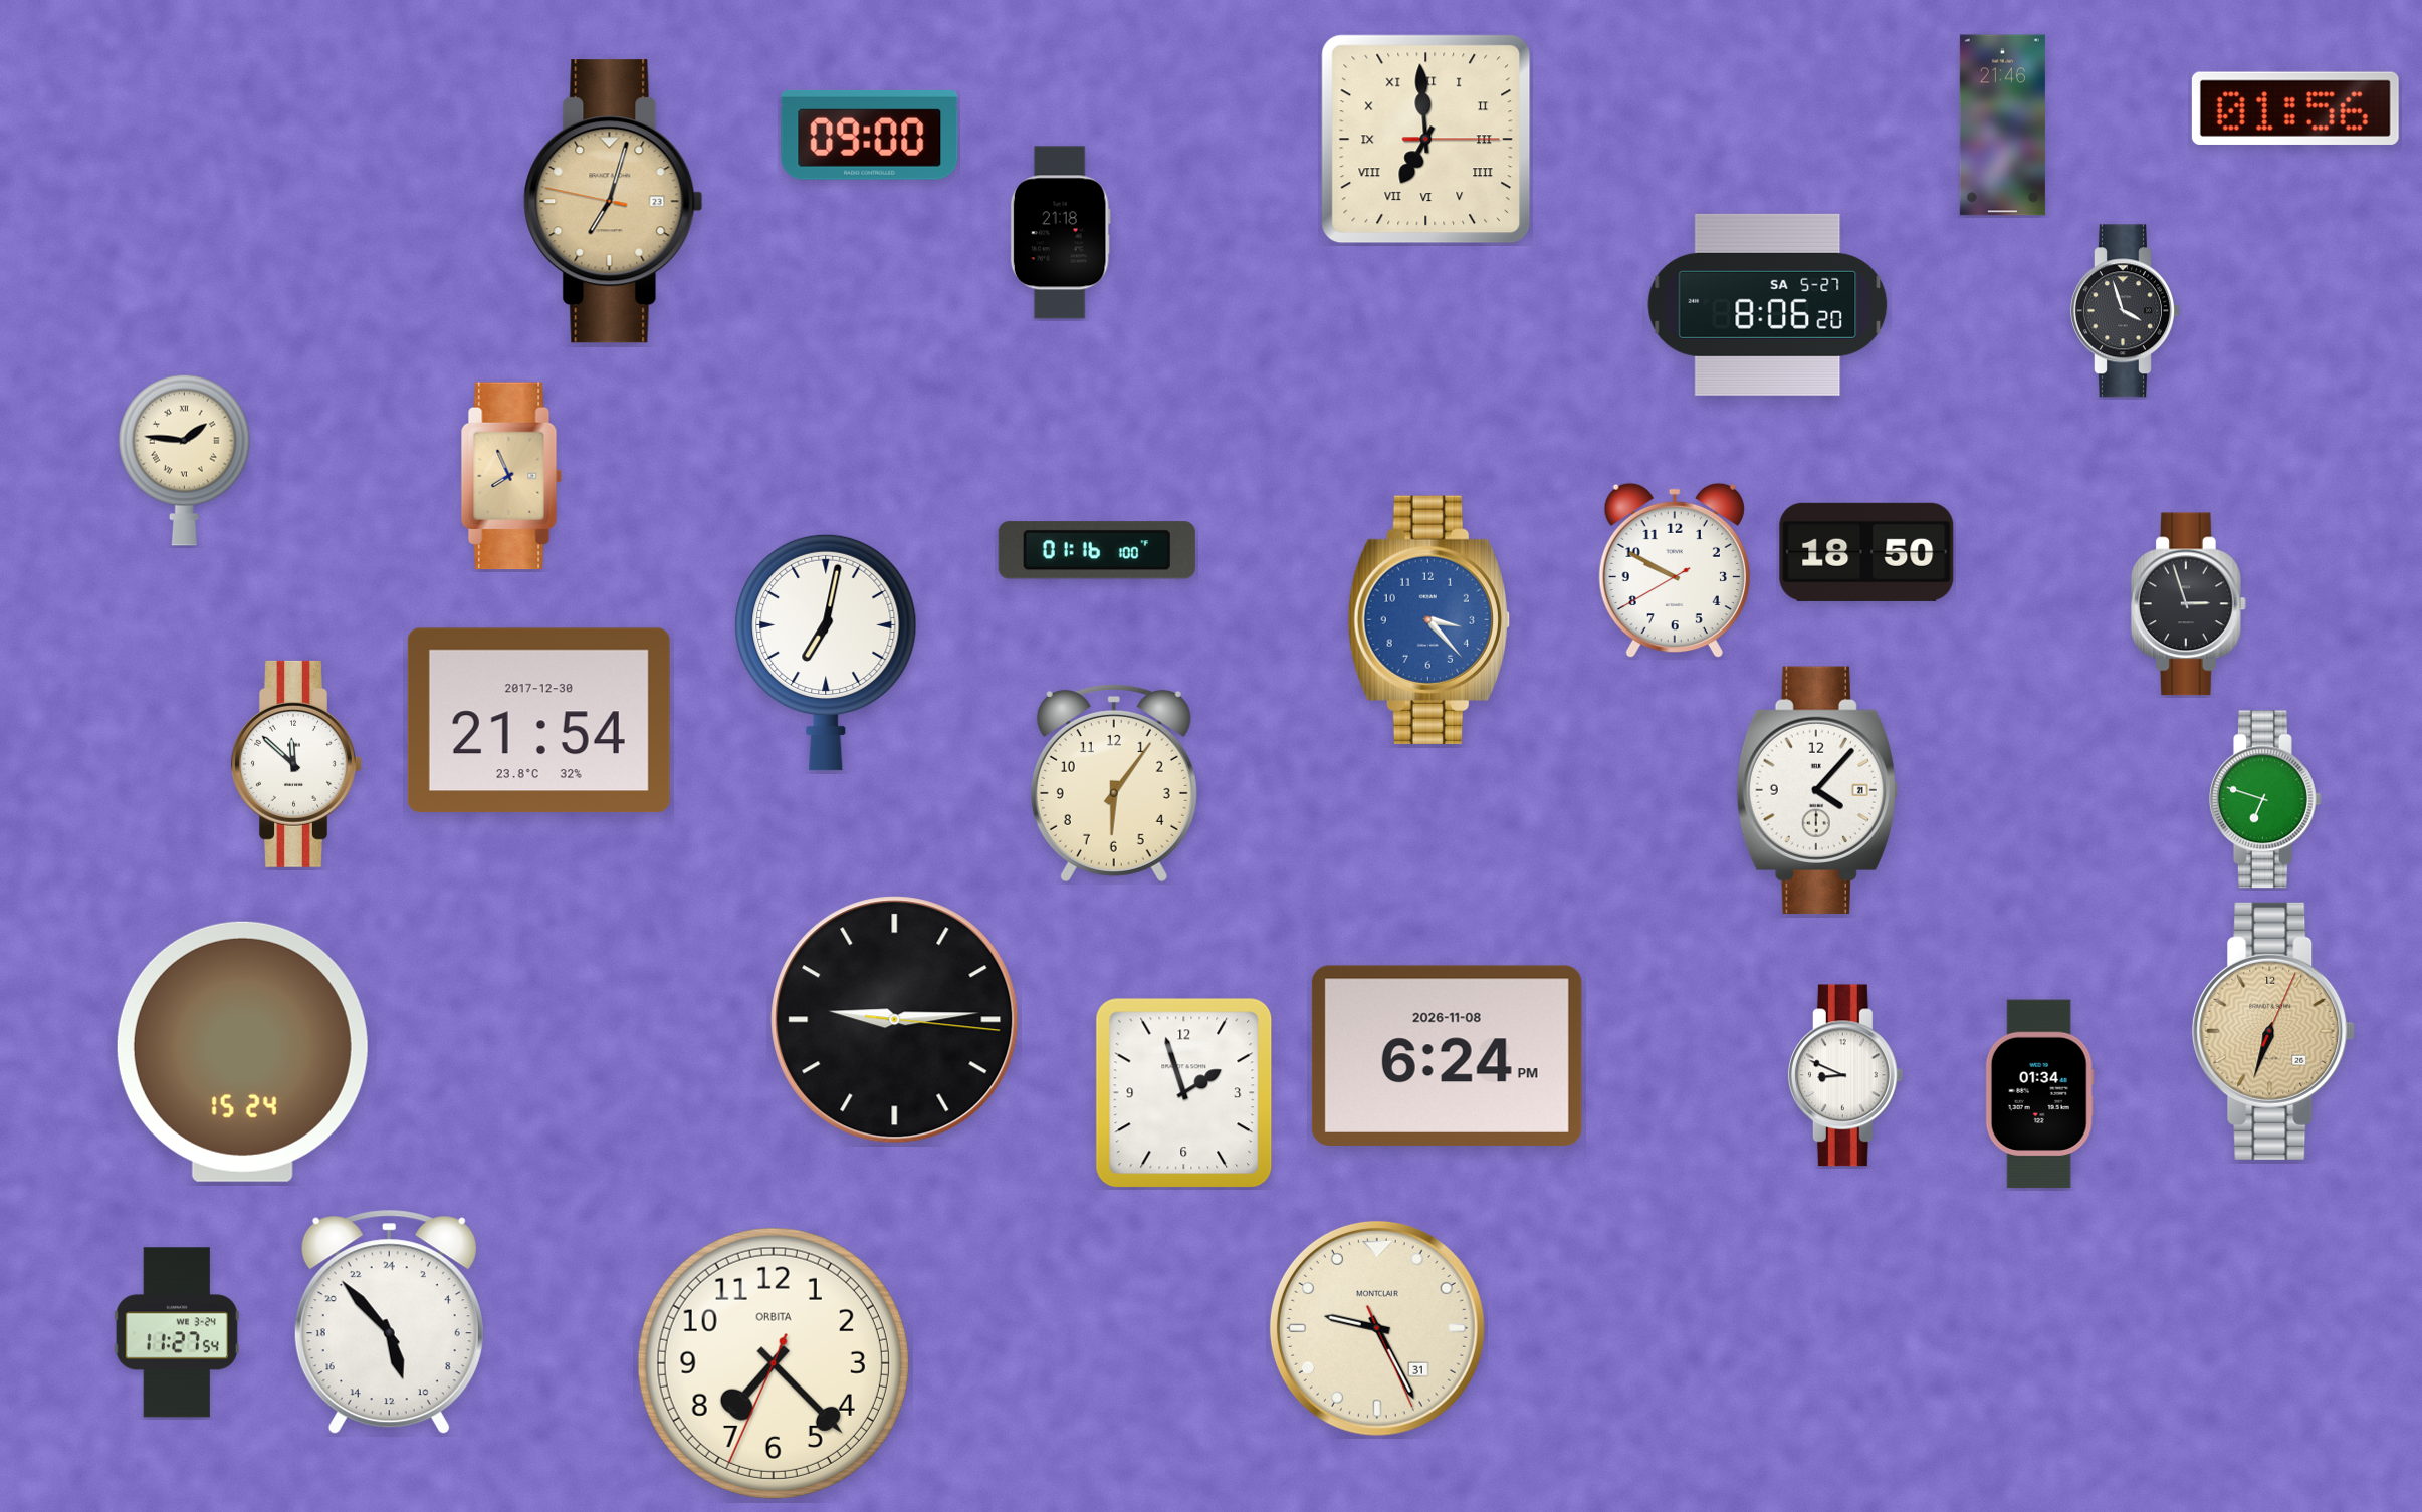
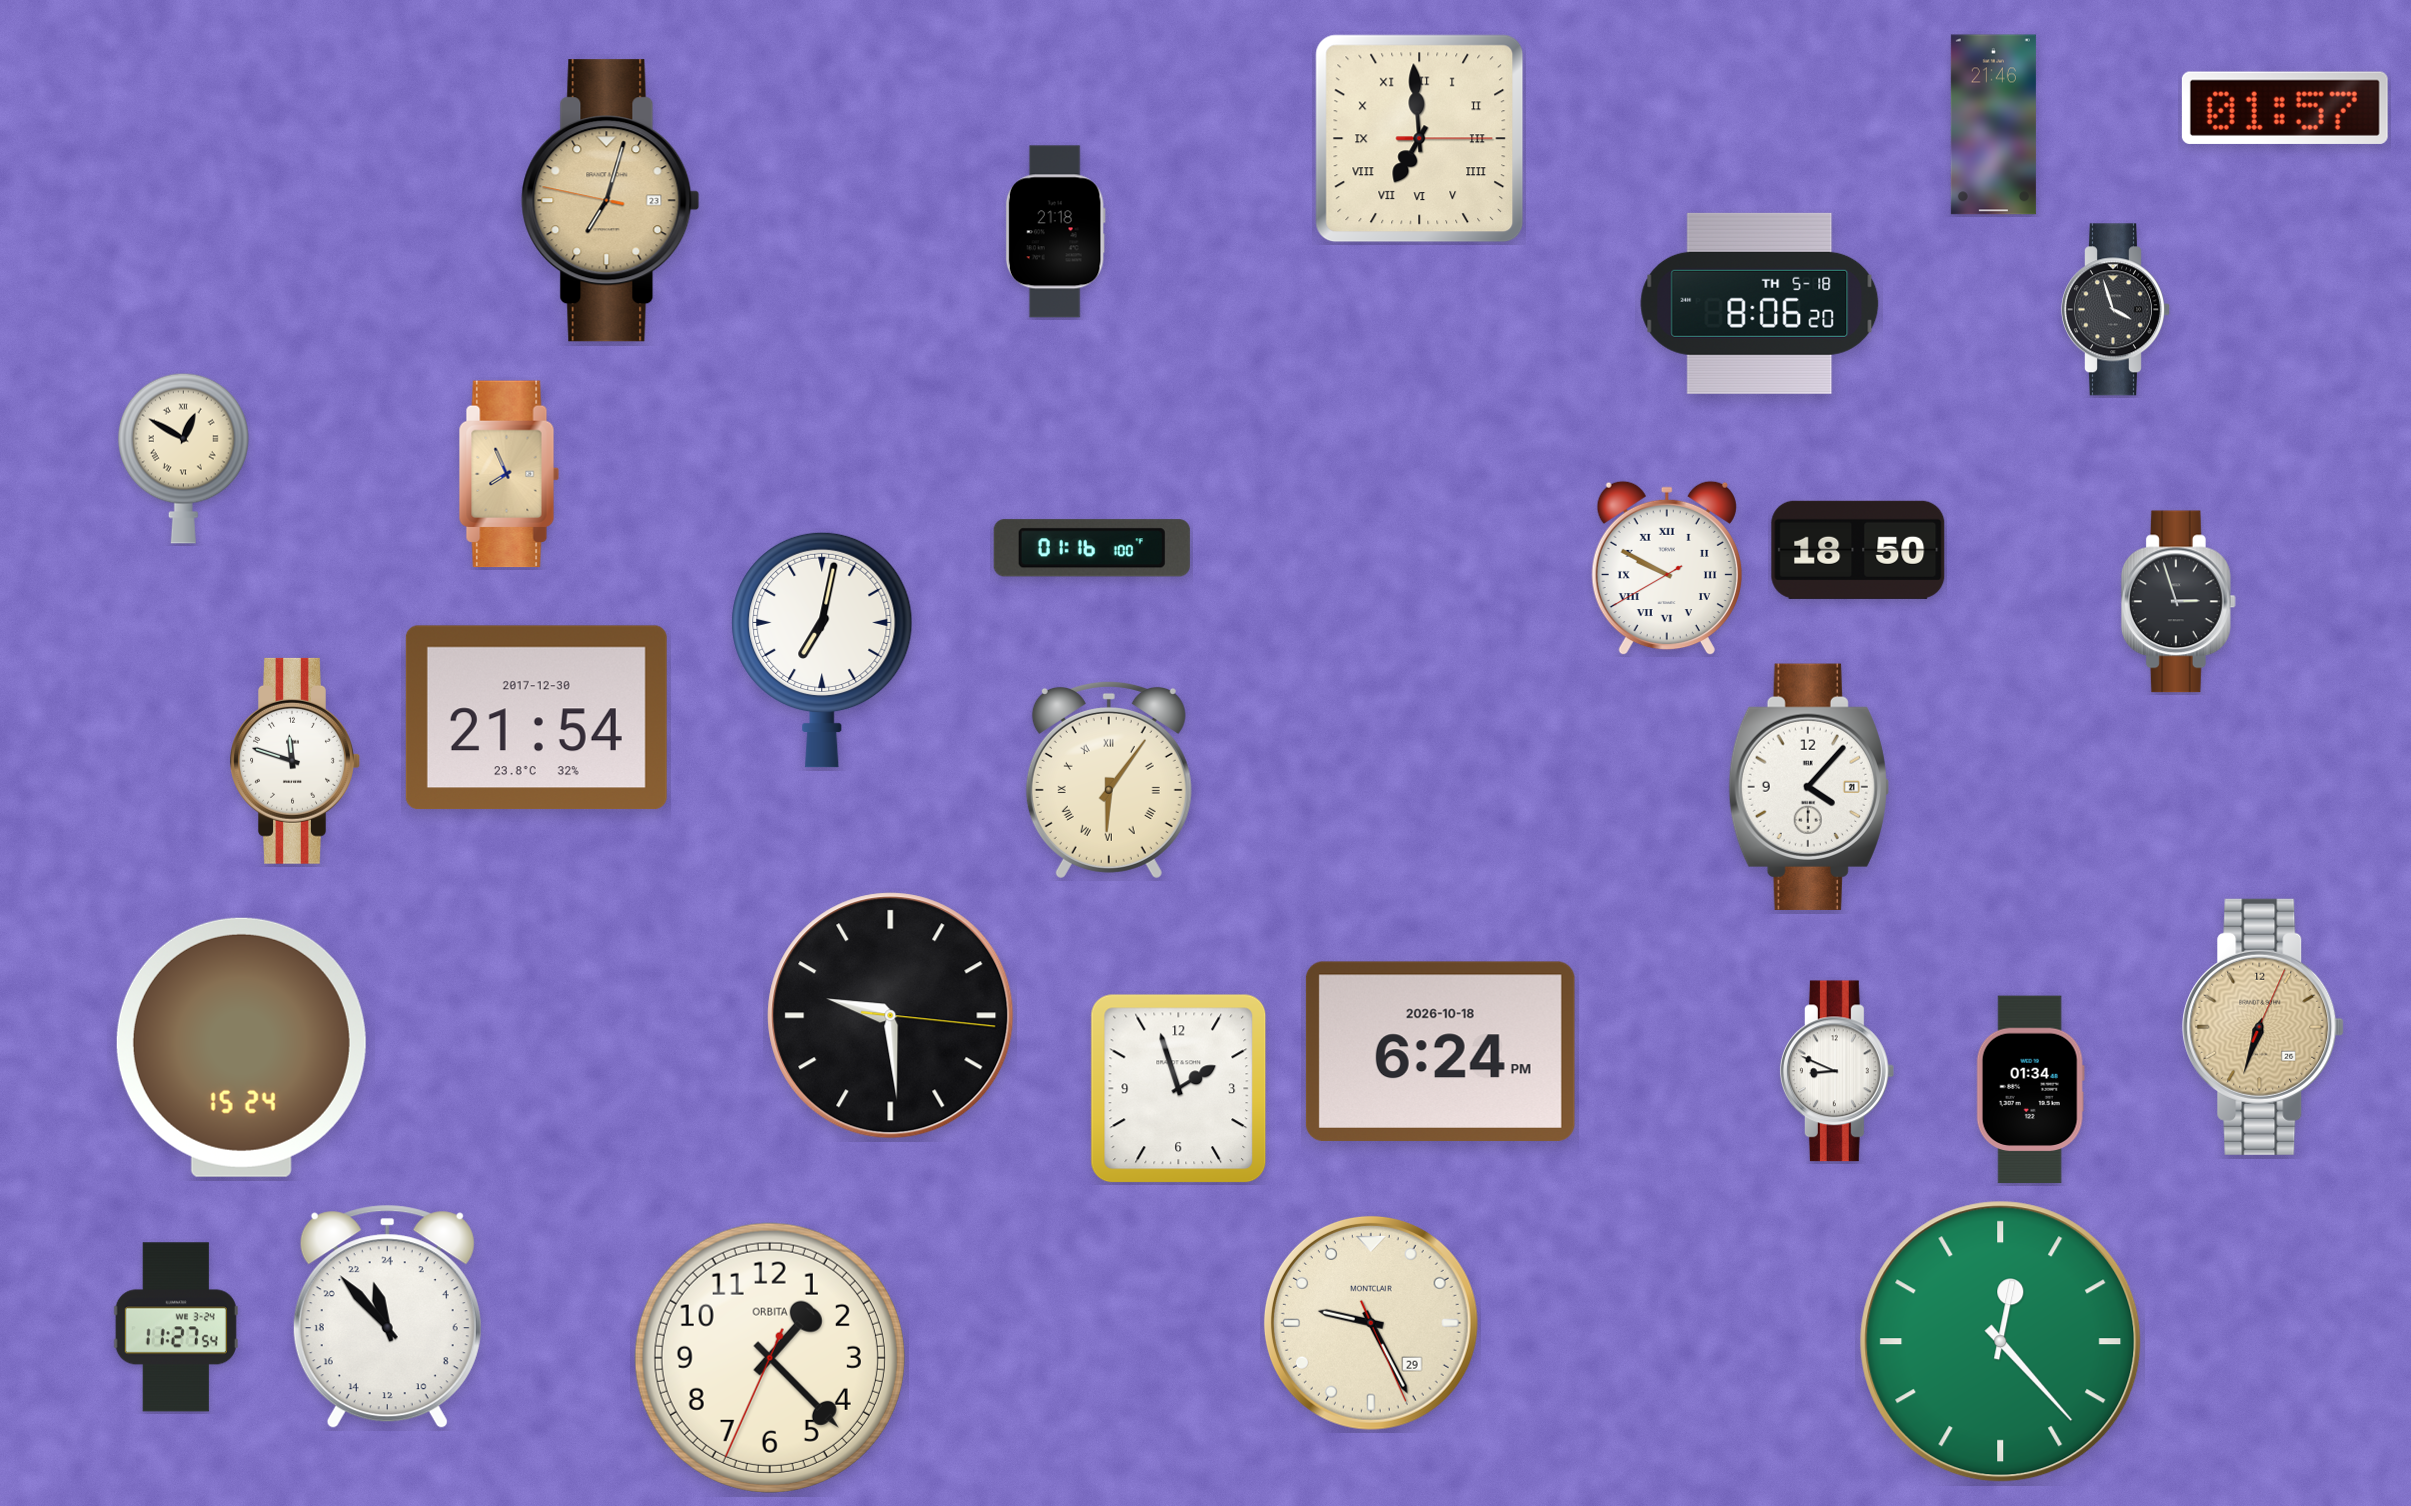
clock at (2295, 108): 01:56 -> 01:57
clock at (870, 135): 09:00 -> none
clock at (1768, 304) date: SA 5-27 -> TH 5-18
clock at (184, 460): 1:46 -> 12:50
clock at (1675, 570) numerals: Arabic -> Roman
clock at (1428, 619): 3:23 -> none
clock at (296, 764): 11:52 -> 11:48
clock at (1114, 783) numerals: Arabic -> Roman
clock at (2265, 799): 6:48 -> none
clock at (895, 1020): 9:14 -> 9:29
clock at (1447, 1055) date: 2026-11-08 -> 2026-10-18
clock at (389, 1322): 10:53 -> 22:53
clock at (1377, 1328) date: 31 -> 29
clock at (2001, 1342): none -> 12:23
clock at (774, 1363): 7:22 -> 1:22
